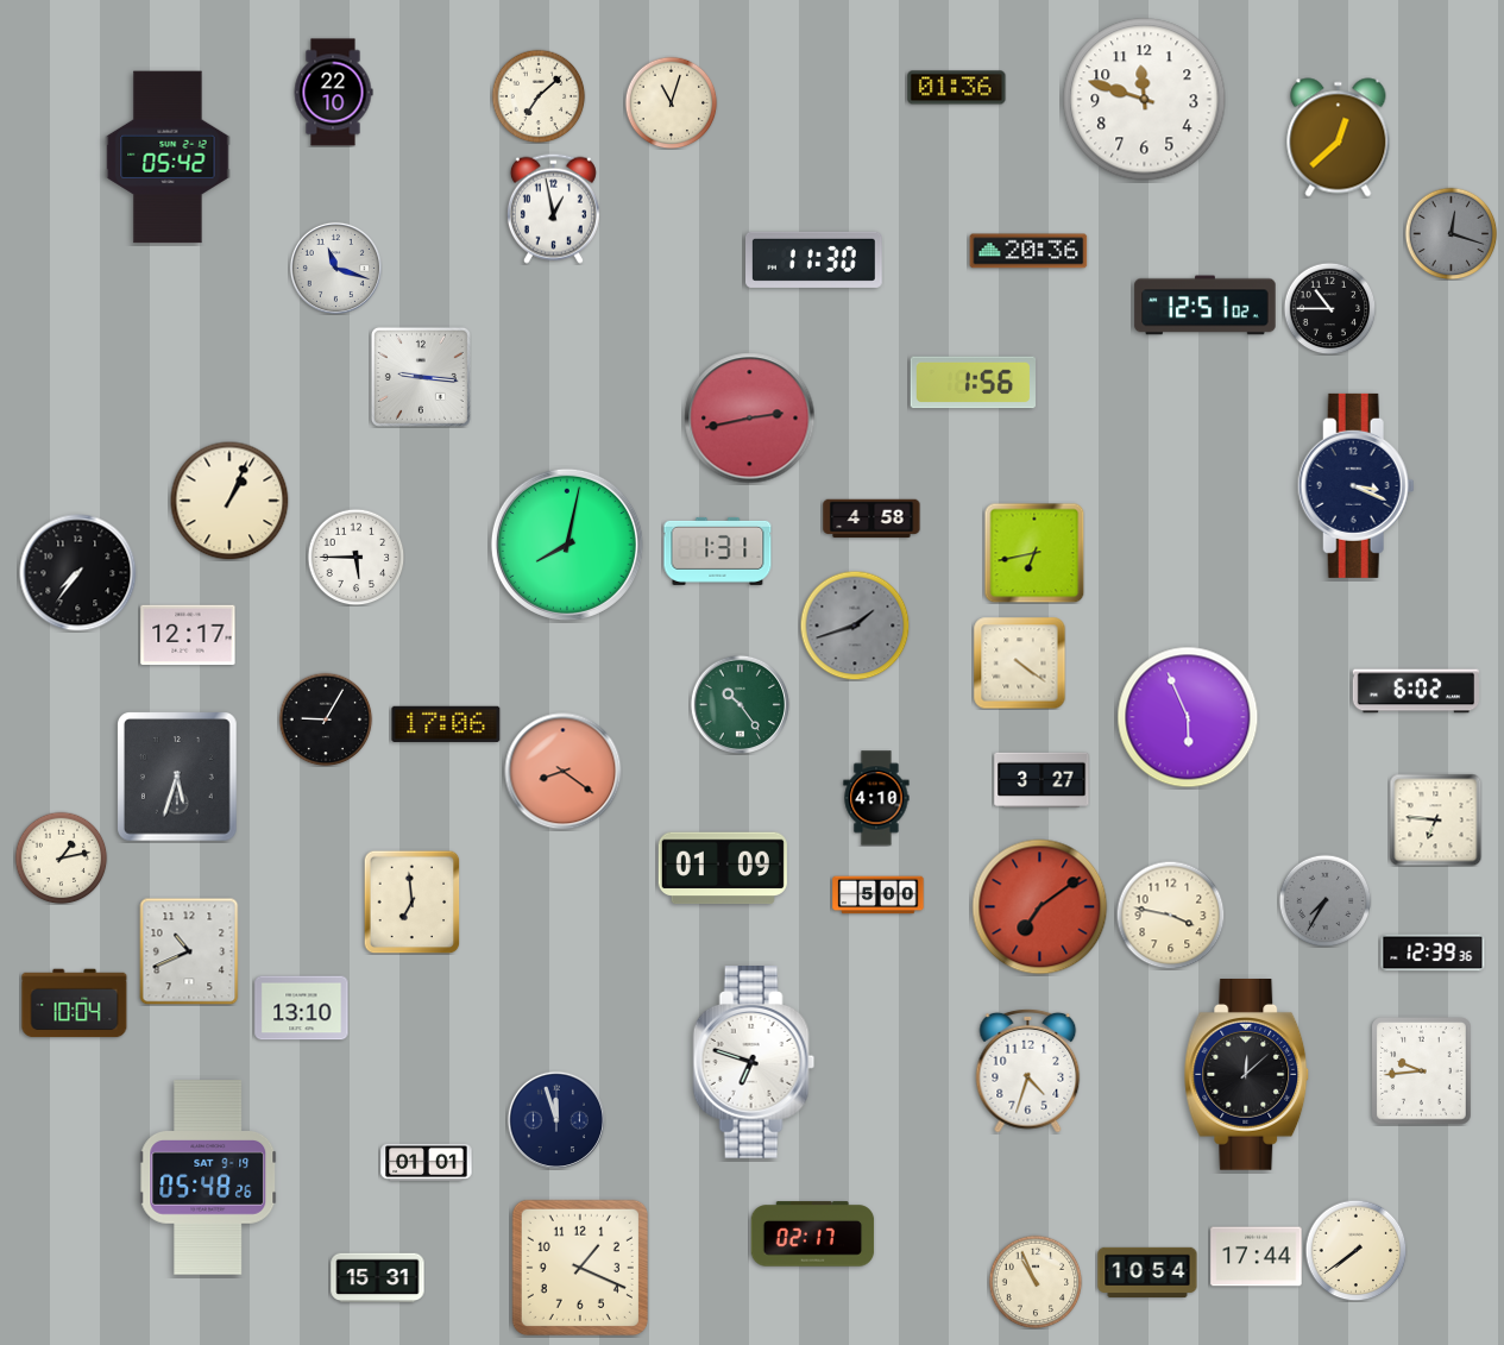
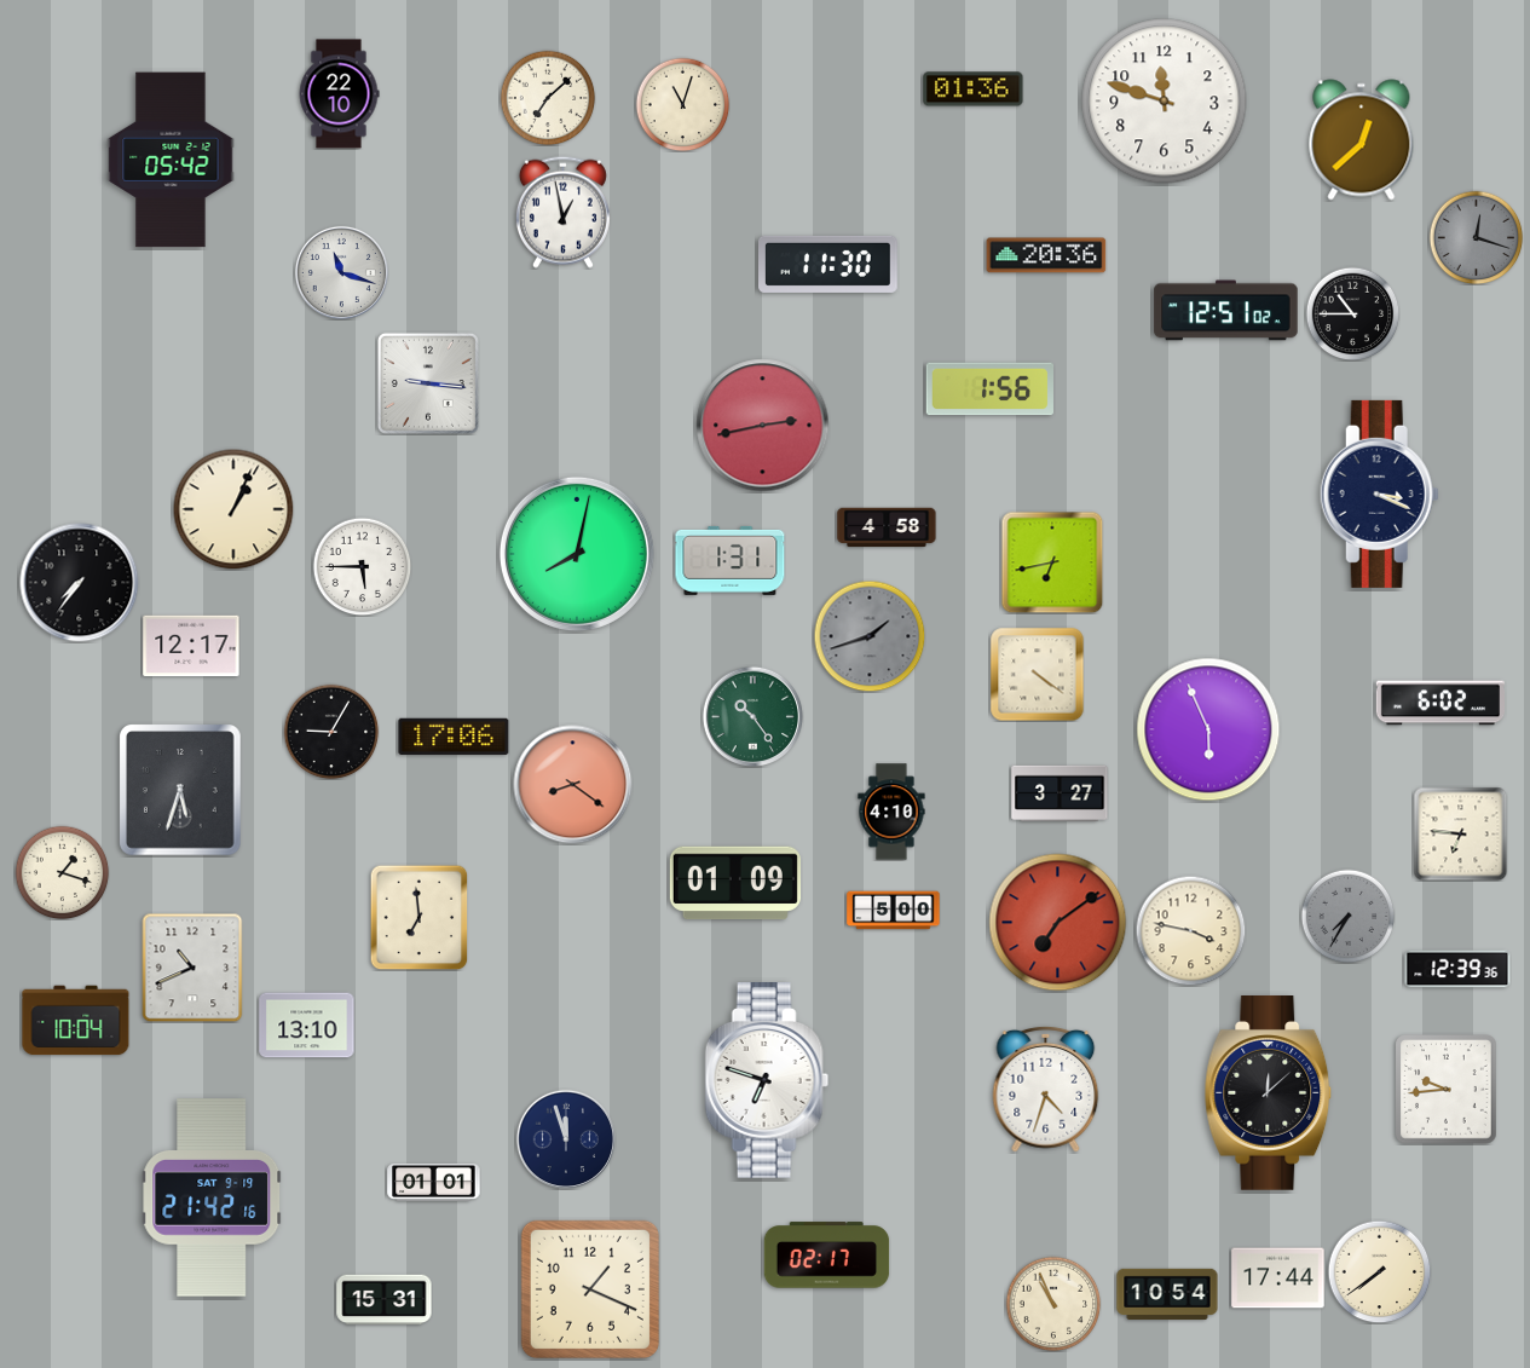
clock at (61, 857): 1:13 -> 1:18
clock at (208, 1177): 05:48 -> 21:42
